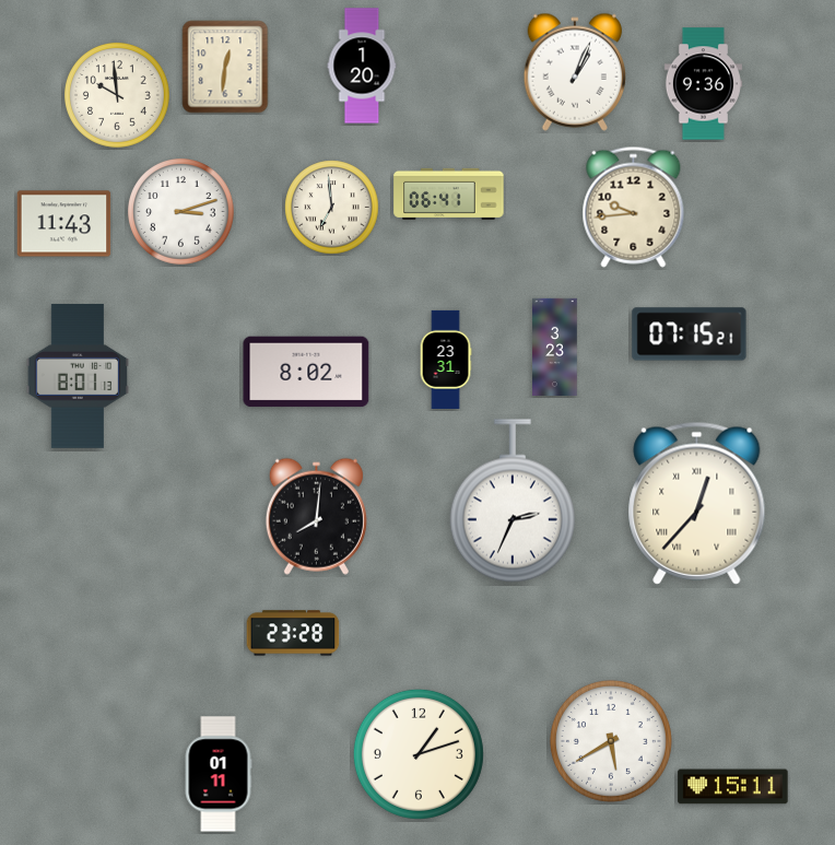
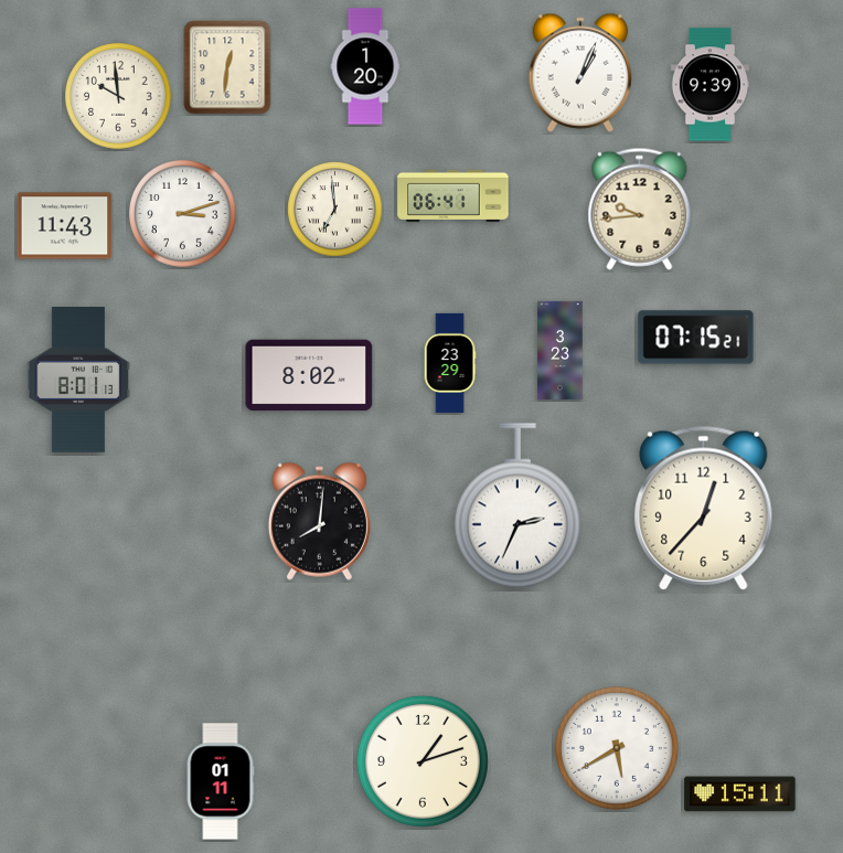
clock at (703, 84): 9:36 -> 9:39
clock at (446, 360): 23:31 -> 23:29
clock at (697, 503) numerals: Roman -> Arabic
clock at (293, 633): 23:28 -> none
